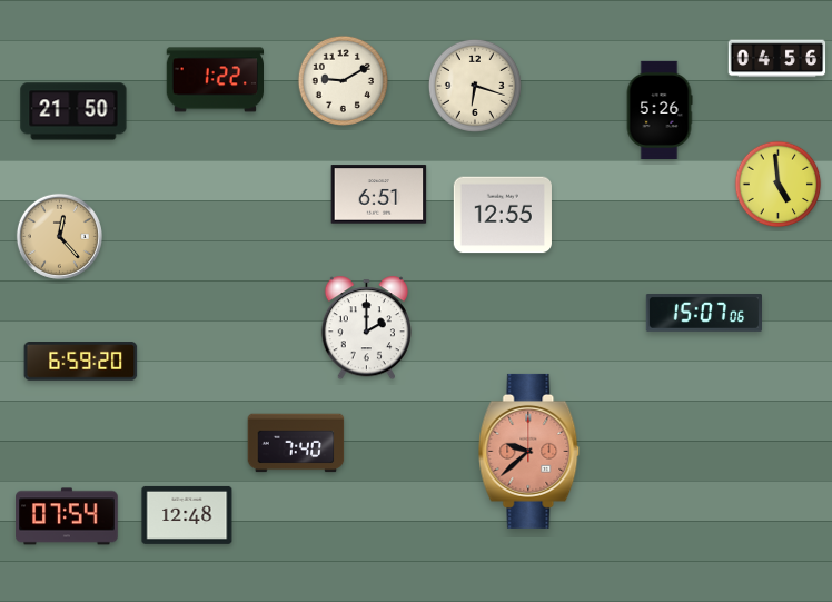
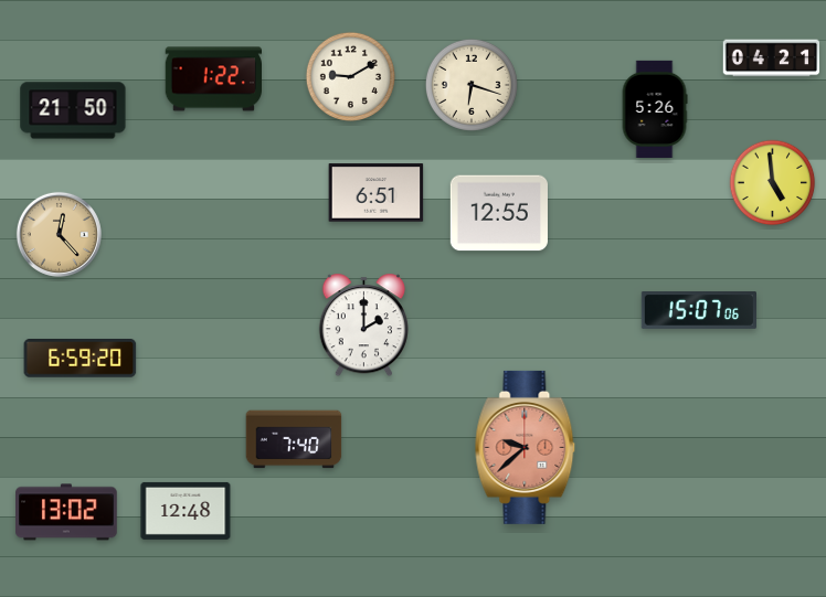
clock at (777, 59): 04:56 -> 04:21
clock at (343, 80) position: (343, 80) -> (350, 76)
clock at (67, 516): 07:54 -> 13:02
